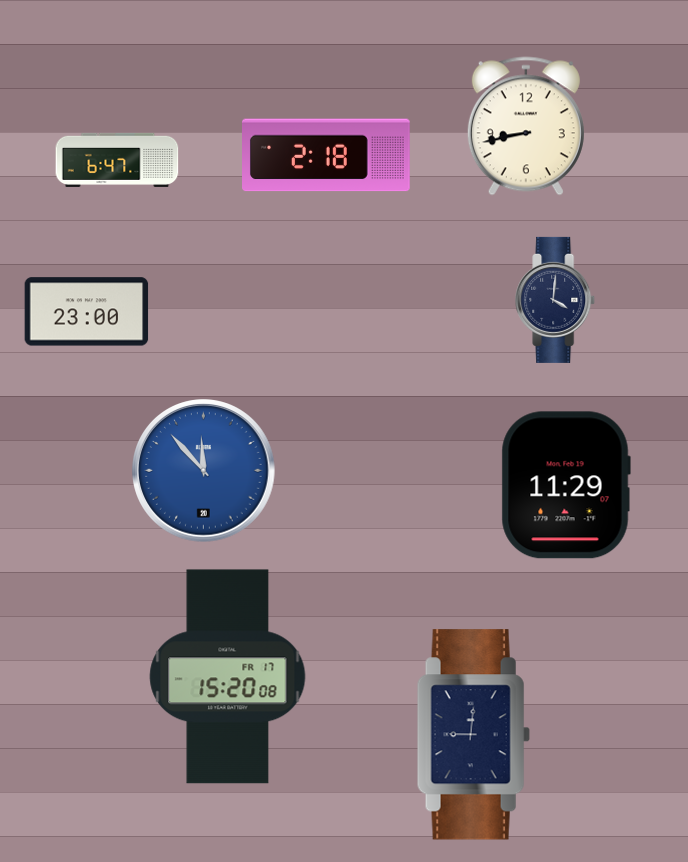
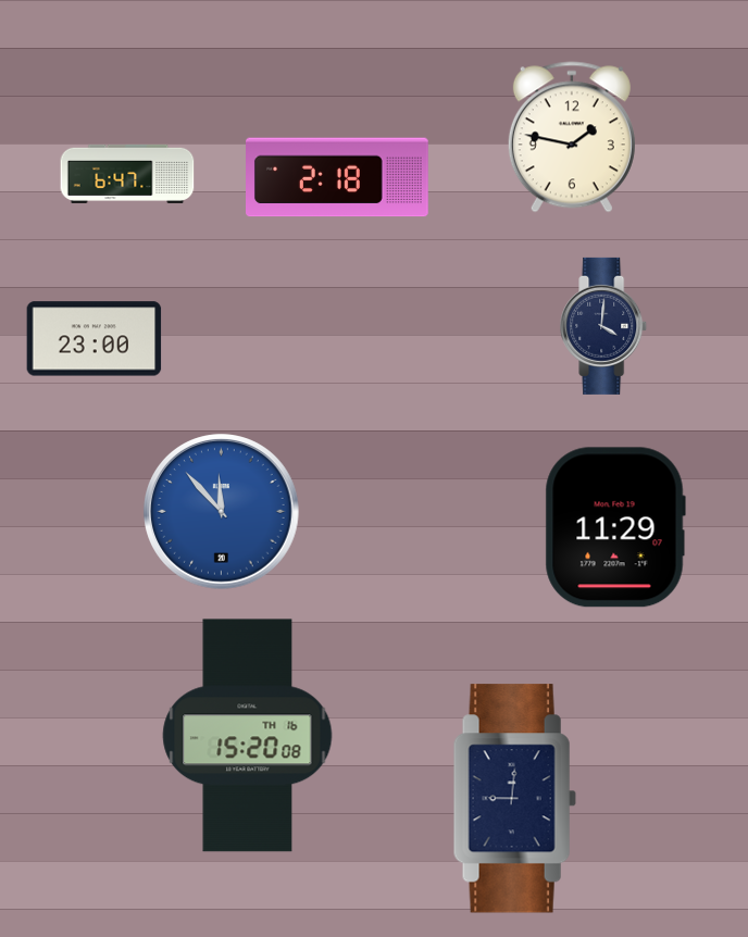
clock at (526, 126): 8:43 -> 1:47
clock at (327, 155) position: (327, 155) -> (338, 177)
clock at (228, 677) date: FR 17 -> TH 16
